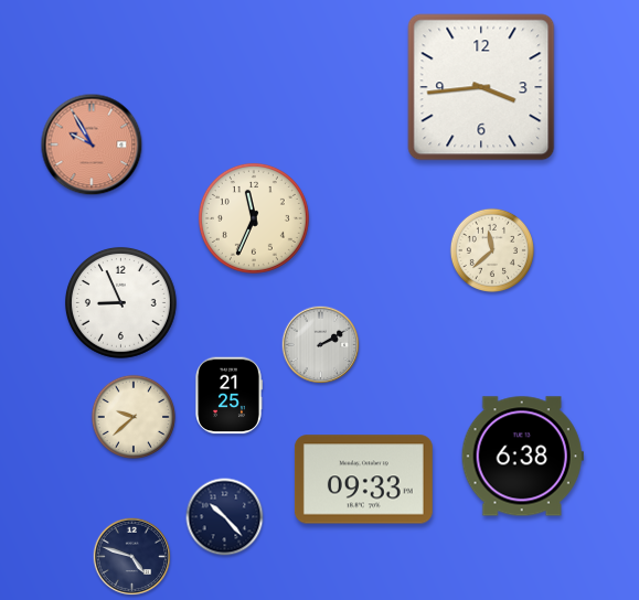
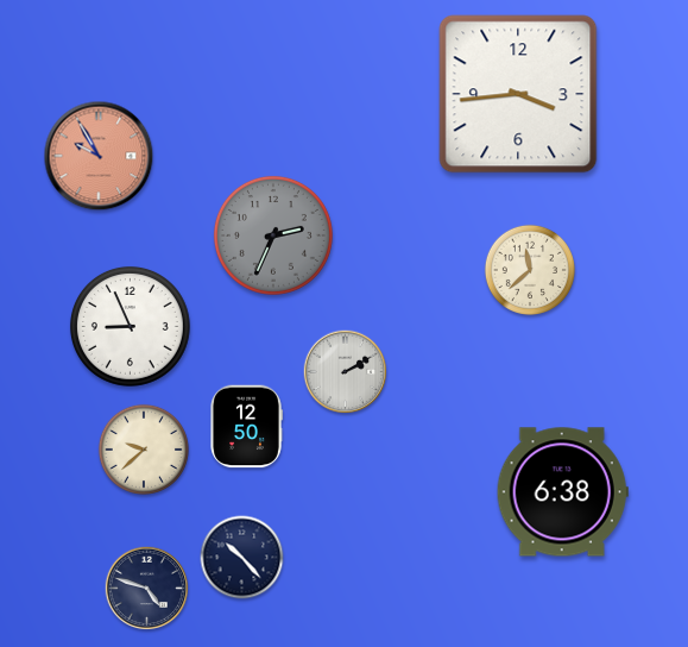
clock at (254, 218): 11:34 -> 2:34
clock at (254, 218) dial: cream -> grey
clock at (228, 396): 21:25 -> 12:50
clock at (363, 480): 09:33 -> none
clock at (132, 557) position: (132, 557) -> (147, 589)
